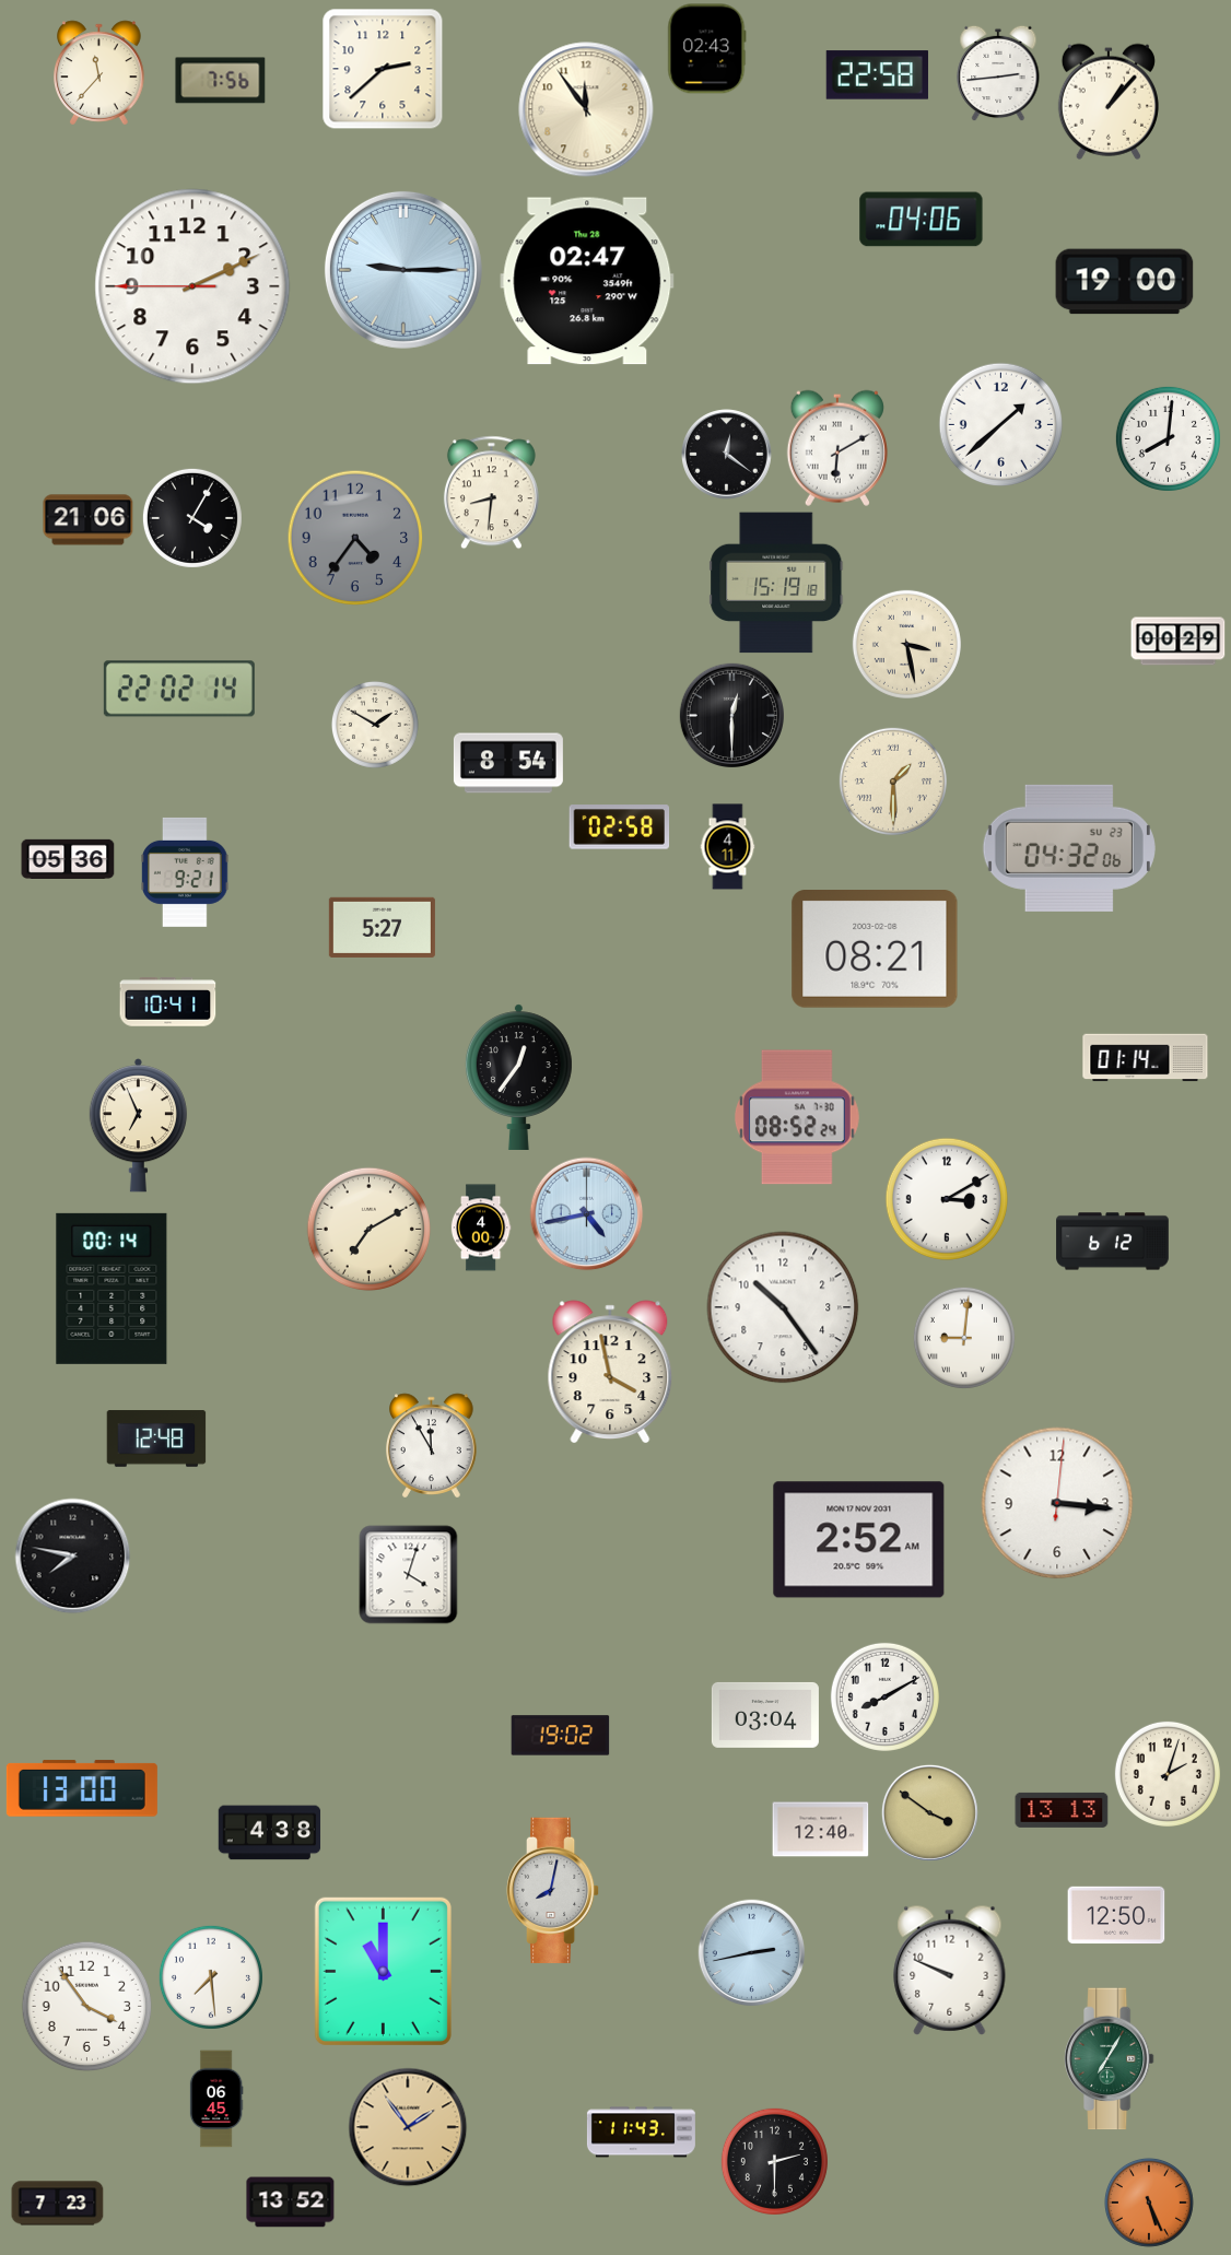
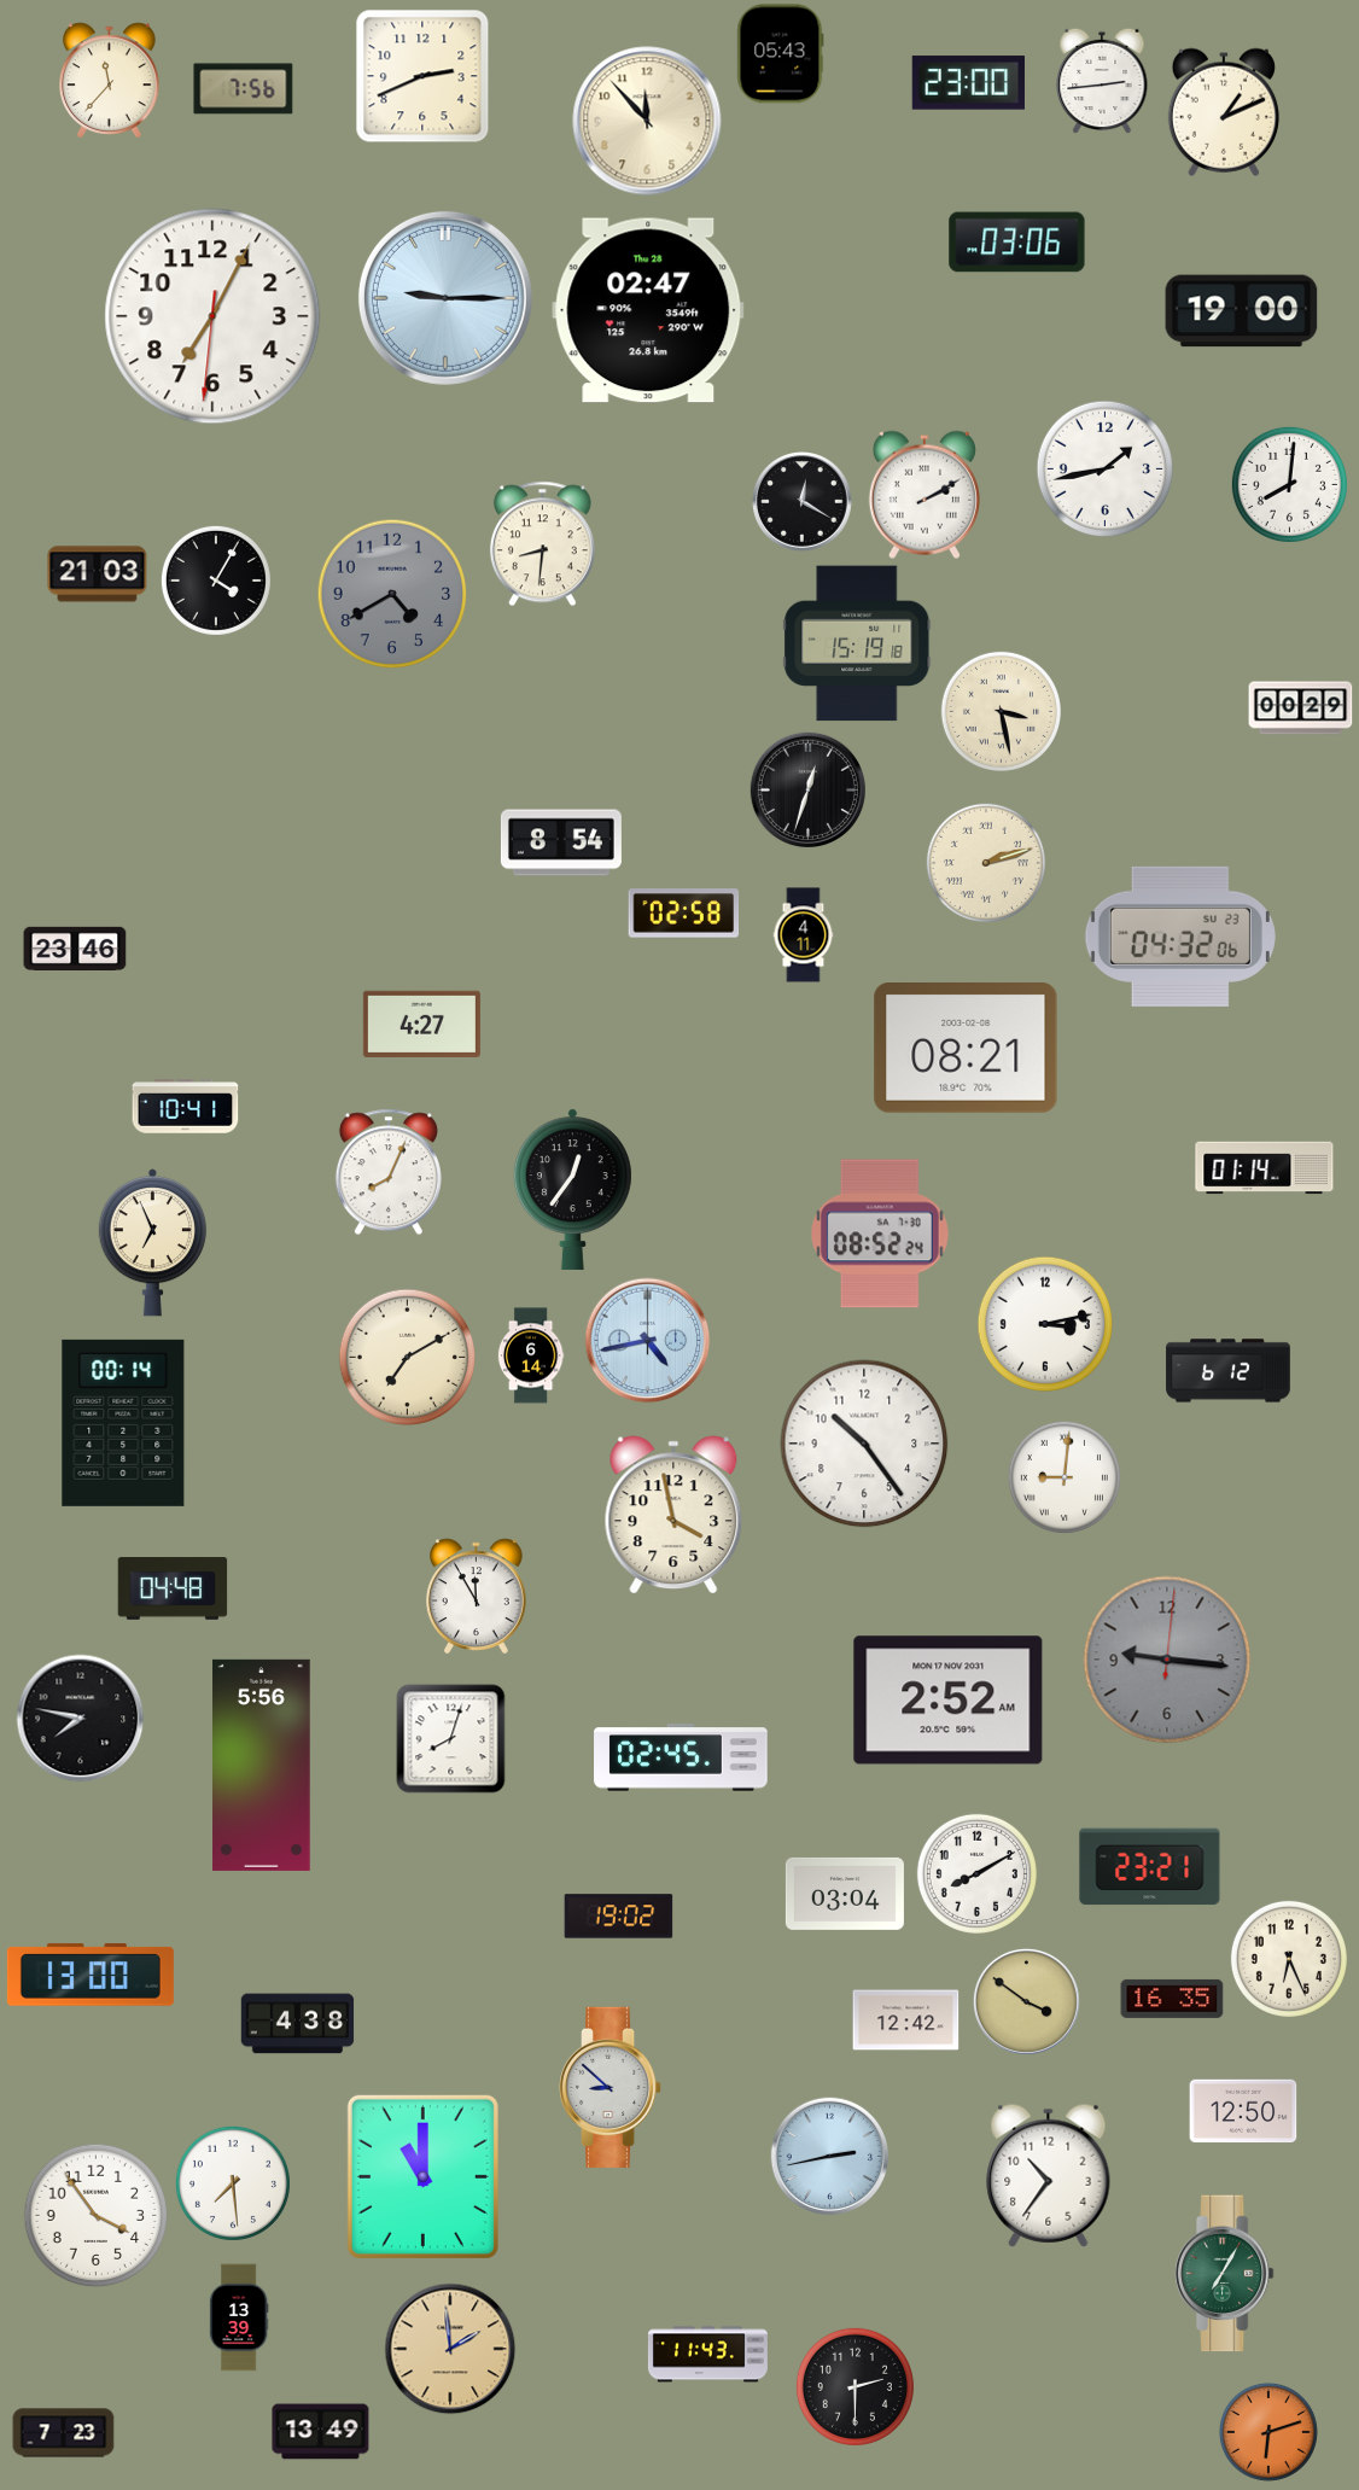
clock at (707, 49): 02:43 -> 05:43
clock at (383, 69): 2:38 -> 2:41
clock at (877, 75): 22:58 -> 23:00
clock at (1109, 102): 1:07 -> 1:11
clock at (586, 109): 11:54 -> 11:53
clock at (922, 220): 04:06 -> 03:06
clock at (192, 286): 2:10 -> 7:04
clock at (1000, 424): 1:38 -> 1:43
clock at (837, 448): 6:10 -> 2:10
clock at (727, 455): 12:21 -> 12:20
clock at (192, 518) position: (192, 518) -> (216, 581)
clock at (89, 520): 21:06 -> 21:03
clock at (355, 538): 4:36 -> 4:40
clock at (179, 689): 22:02 -> none
clock at (731, 715): 12:30 -> 12:33
clock at (375, 725): 1:50 -> none
clock at (893, 782): 1:30 -> 2:12
clock at (68, 859): 05:36 -> 23:46
clock at (185, 872): 9:21 -> none
clock at (382, 927): 5:27 -> 4:27
clock at (389, 1172): none -> 8:04
clock at (946, 1198): 3:10 -> 3:13
clock at (481, 1228): 4:00 -> 6:14
clock at (156, 1438): 12:48 -> 04:48
clock at (1057, 1503): 3:16 -> 9:16
clock at (1057, 1503) dial: white -> grey
clock at (409, 1575): 4:03 -> 8:03
clock at (681, 1757): none -> 02:45
clock at (262, 1765): none -> 5:56
clock at (1150, 1867): none -> 23:21
clock at (1168, 1774): 2:03 -> 6:26
clock at (1062, 1810): 13:13 -> 16:35
clock at (821, 1830): 12:40 -> 12:42
clock at (553, 1890): 8:02 -> 8:52
clock at (1116, 1915) position: (1116, 1915) -> (1243, 2111)
clock at (950, 1970): 9:49 -> 10:36
clock at (216, 2099): 06:45 -> 13:39
clock at (408, 2127): 1:54 -> 1:59
clock at (291, 2203): 13:52 -> 13:49
clock at (1149, 2203): 5:26 -> 6:12
